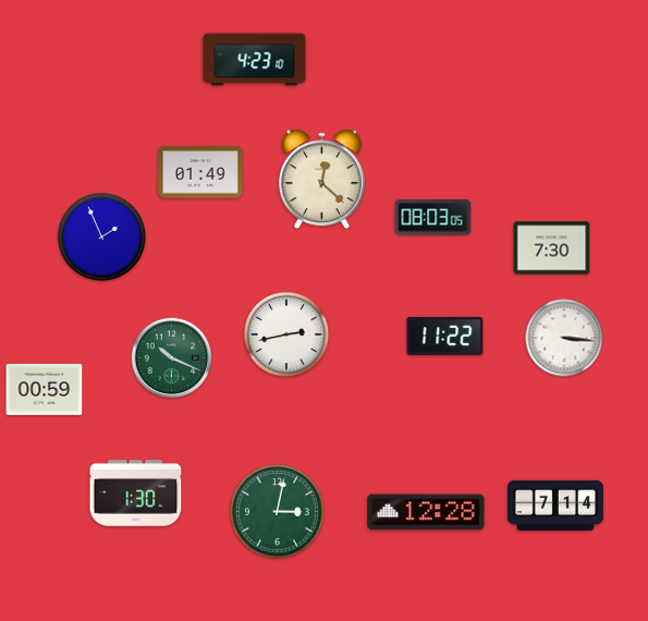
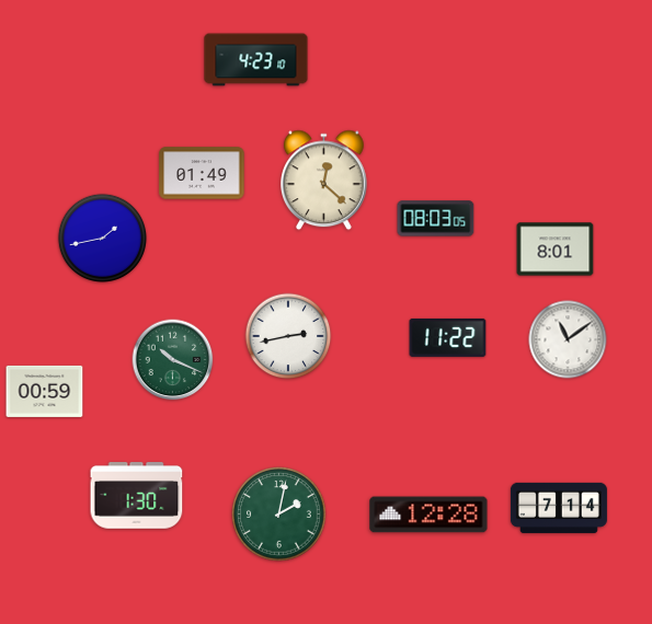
clock at (101, 236): 1:56 -> 1:43
clock at (552, 248): 7:30 -> 8:01
clock at (564, 338): 3:16 -> 11:09
clock at (278, 512): 3:02 -> 2:02
